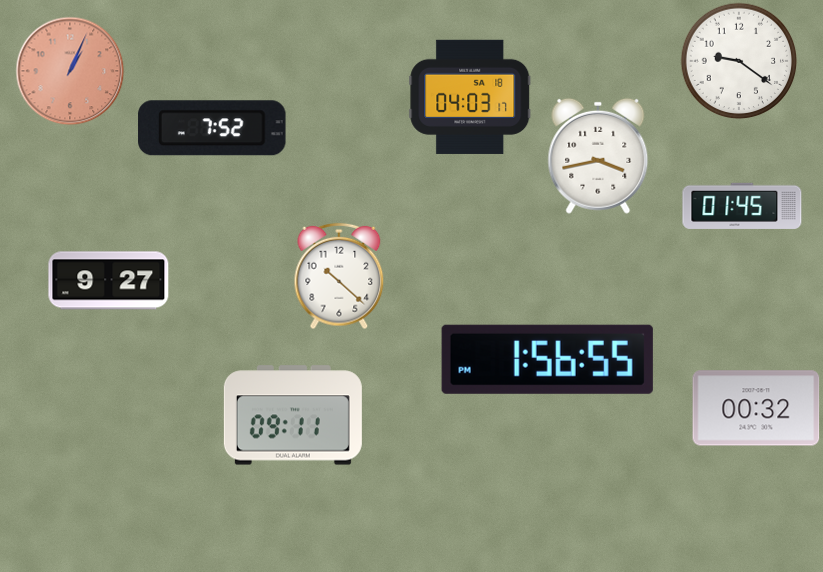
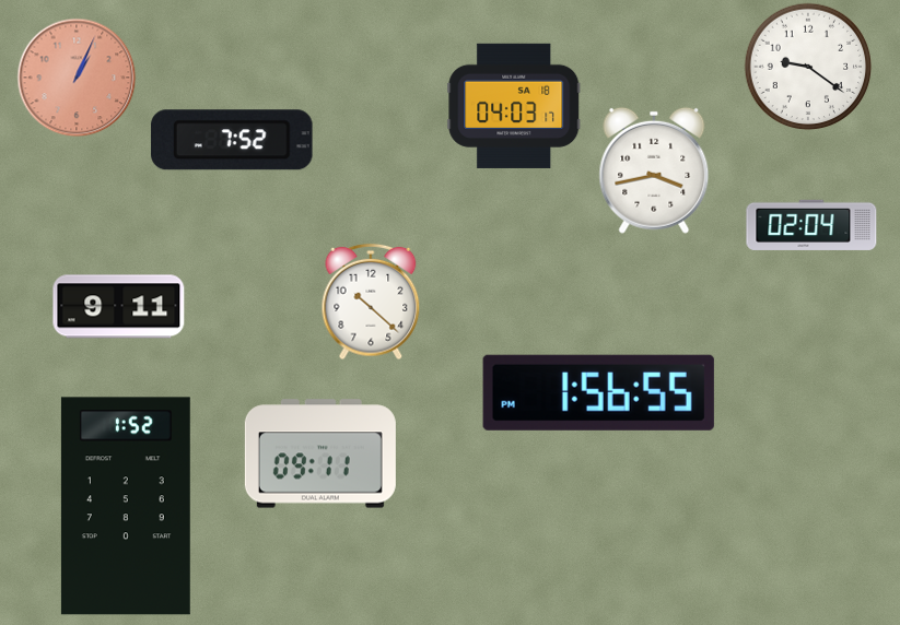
clock at (742, 206): 01:45 -> 02:04
clock at (109, 281): 9:27 -> 9:11
clock at (756, 408): 00:32 -> none
clock at (126, 506): none -> 1:52
